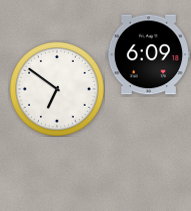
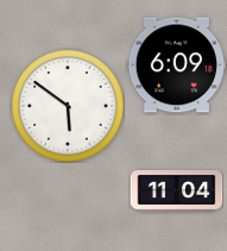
clock at (57, 89): 6:51 -> 5:51
clock at (176, 192): none -> 11:04
